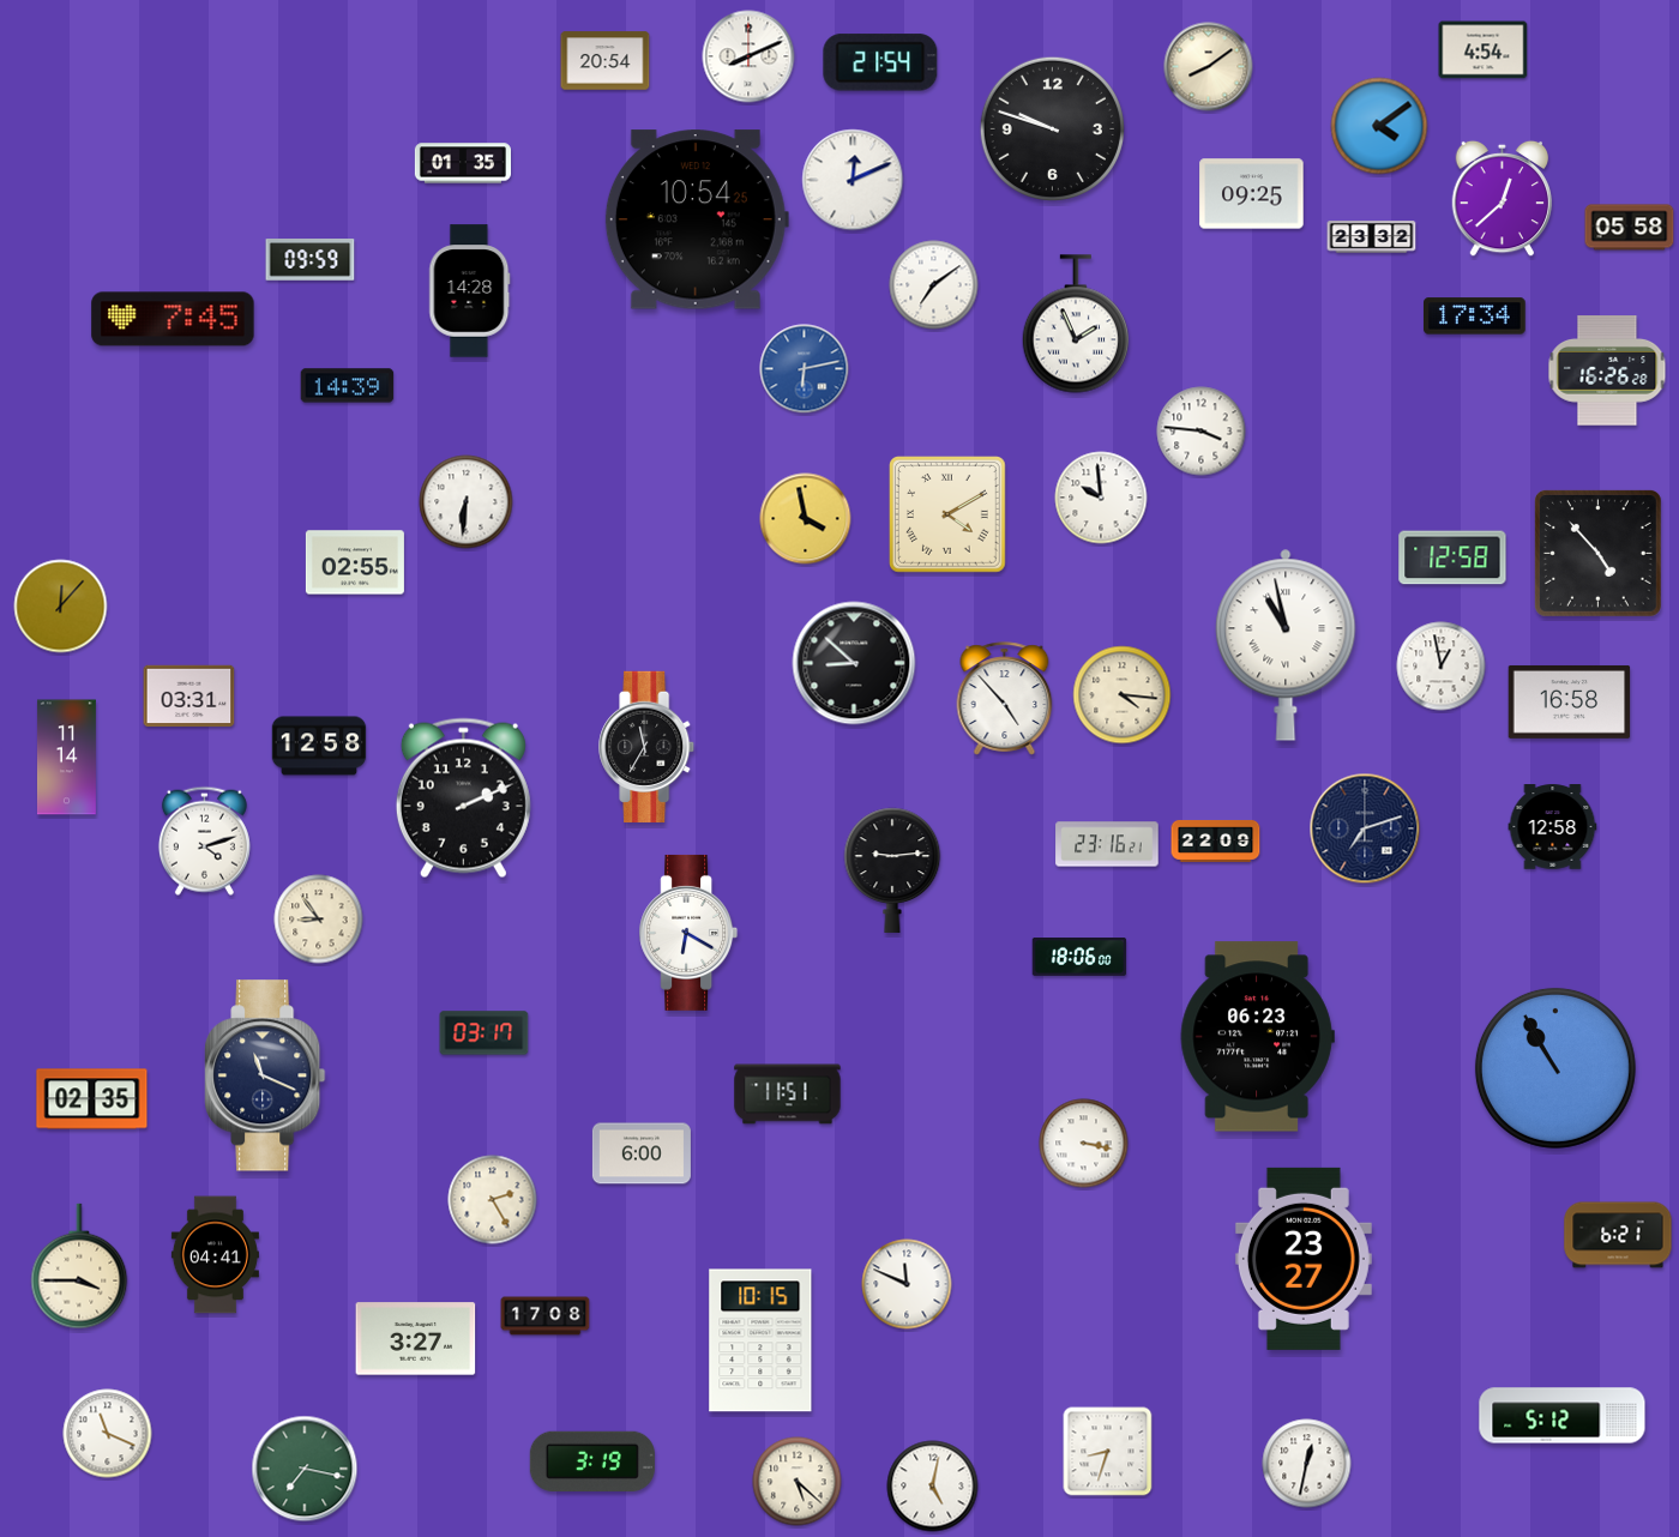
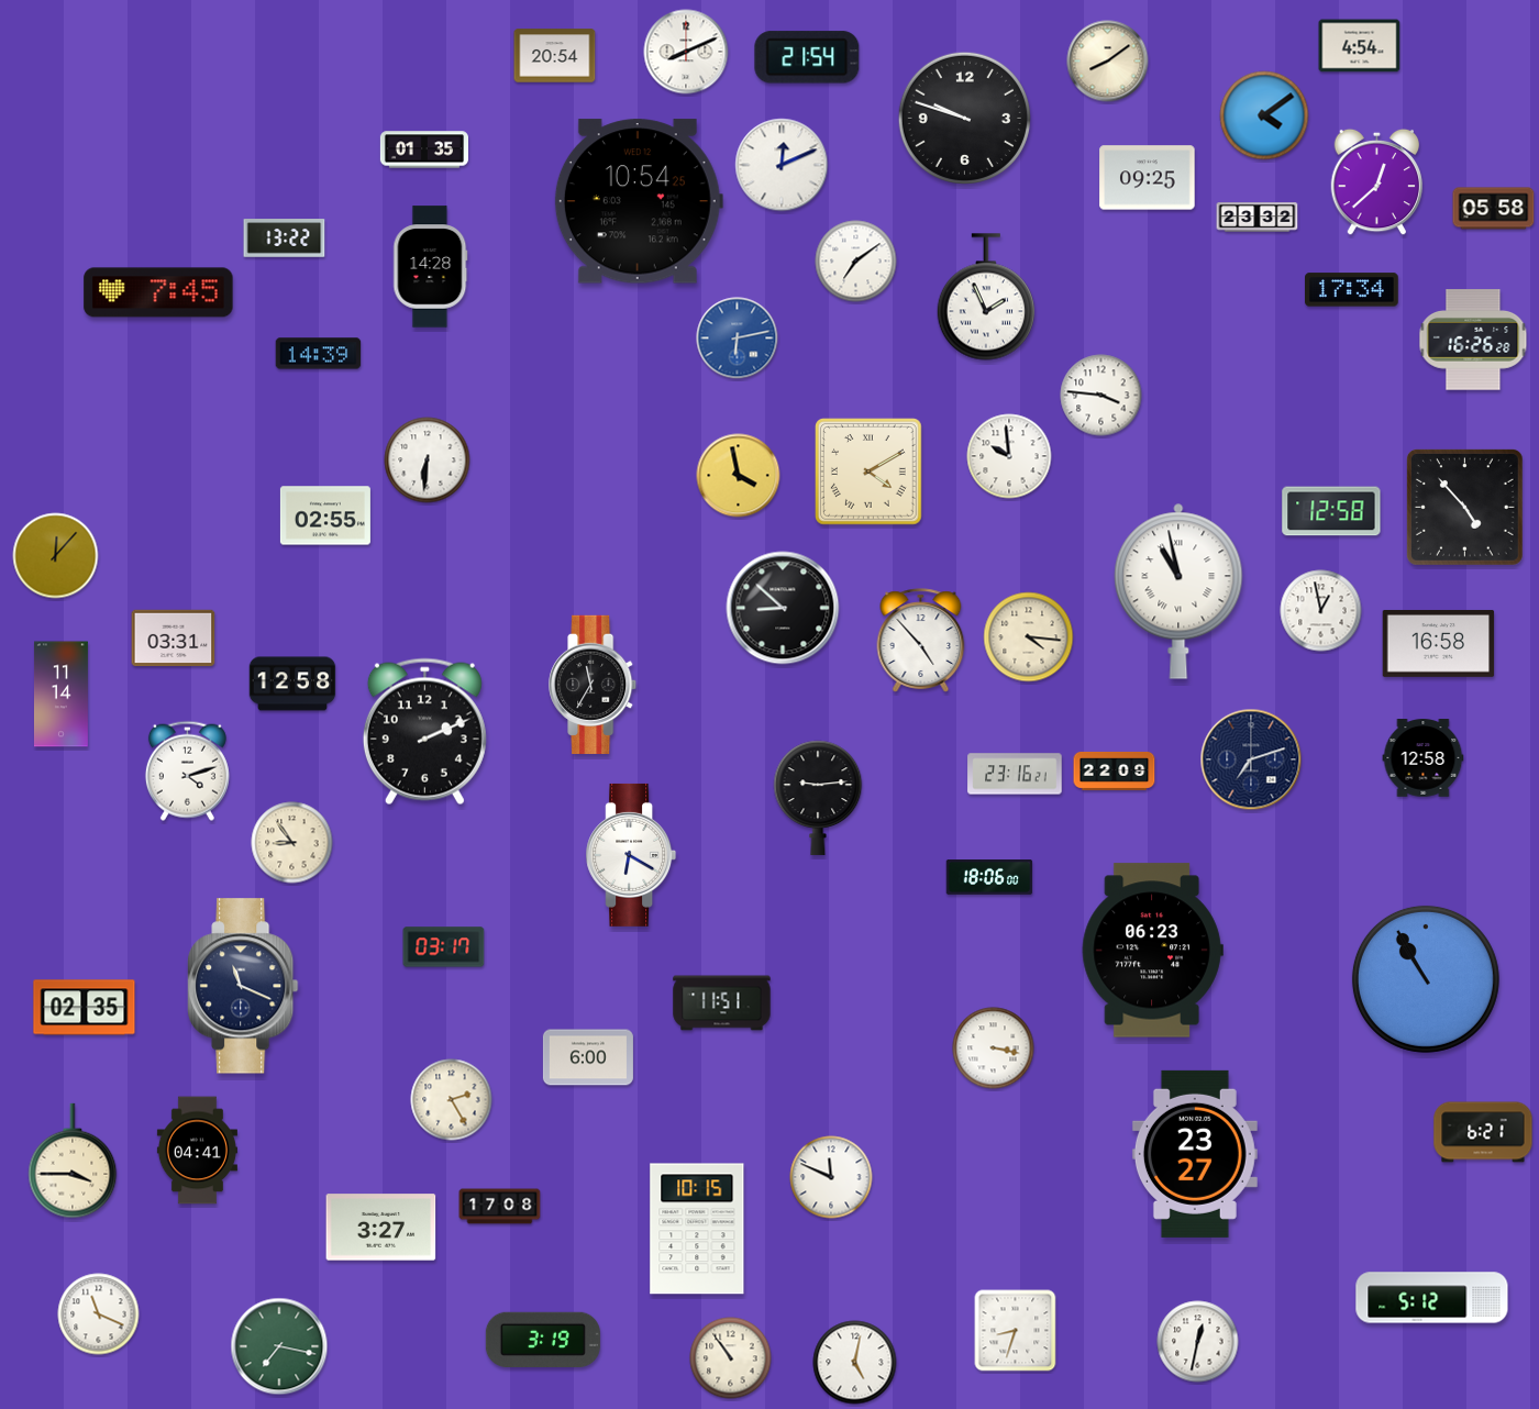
clock at (311, 260): 09:59 -> 13:22
clock at (798, 1482): 5:22 -> 10:54
